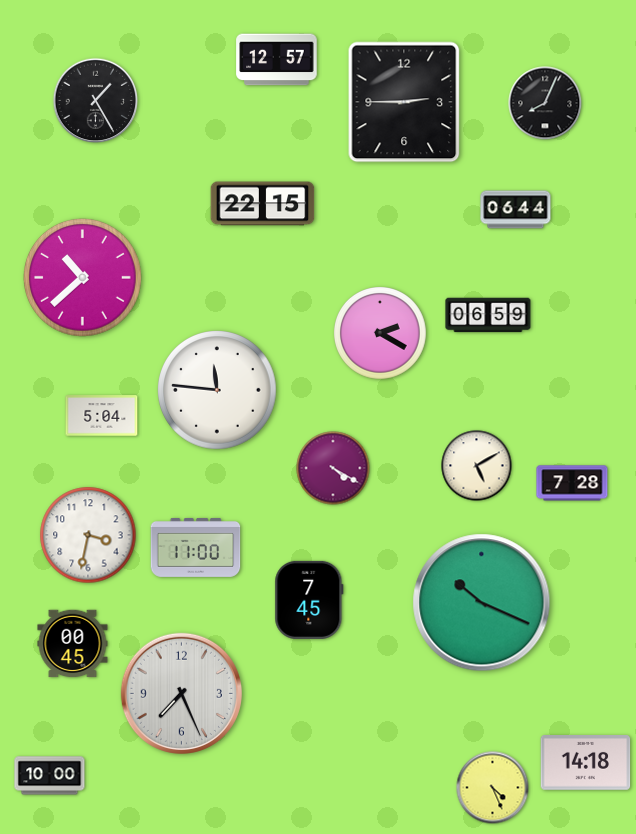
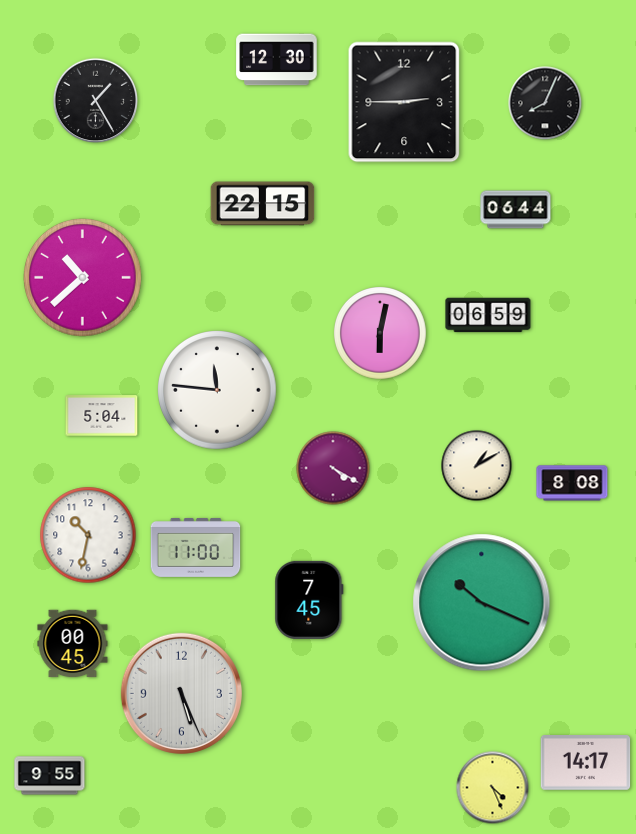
clock at (277, 60): 12:57 -> 12:30
clock at (381, 334): 2:20 -> 6:02
clock at (477, 466): 5:10 -> 1:10
clock at (572, 483): 7:28 -> 8:08
clock at (88, 535): 3:32 -> 10:32
clock at (181, 693): 7:26 -> 5:26
clock at (586, 763): 14:18 -> 14:17
clock at (50, 776): 10:00 -> 9:55
